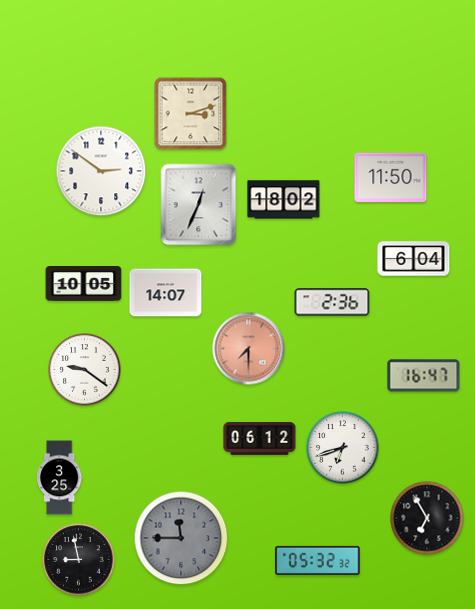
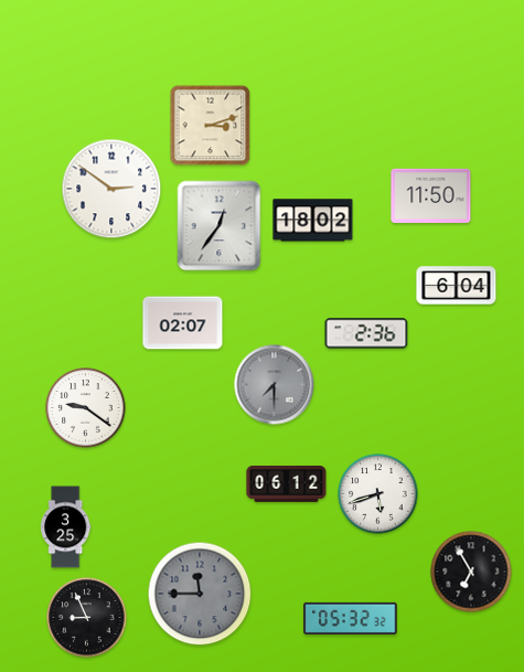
clock at (199, 205): 12:34 -> 12:36
clock at (84, 284): 10:05 -> none
clock at (166, 293): 14:07 -> 02:07
clock at (249, 349) dial: salmon -> grey
clock at (85, 370) position: (85, 370) -> (86, 408)
clock at (424, 376): 16:47 -> none
clock at (343, 448): 6:42 -> 5:42
clock at (79, 560): 8:58 -> 8:56
